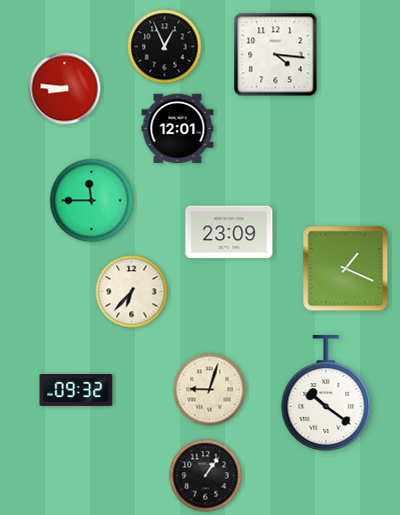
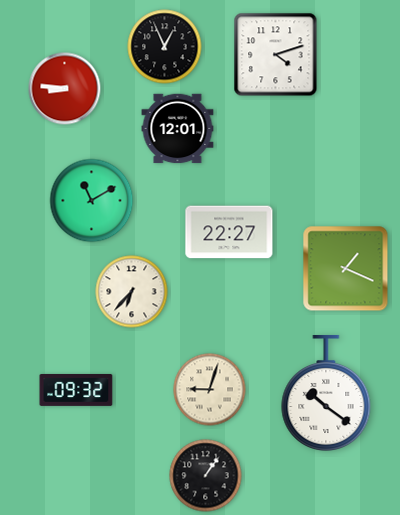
clock at (276, 55): 4:16 -> 4:12
clock at (92, 201): 11:45 -> 11:10
clock at (229, 232): 23:09 -> 22:27
